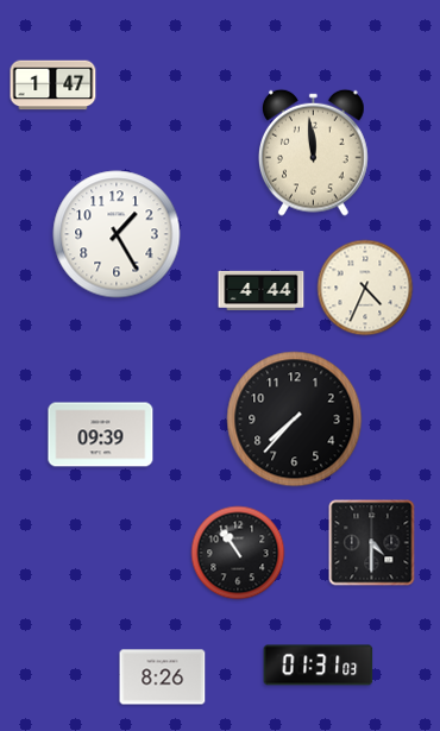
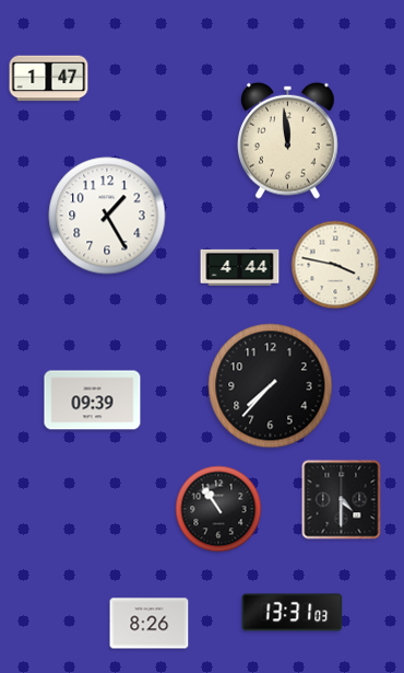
clock at (365, 288): 4:34 -> 3:47
clock at (319, 666): 01:31 -> 13:31
